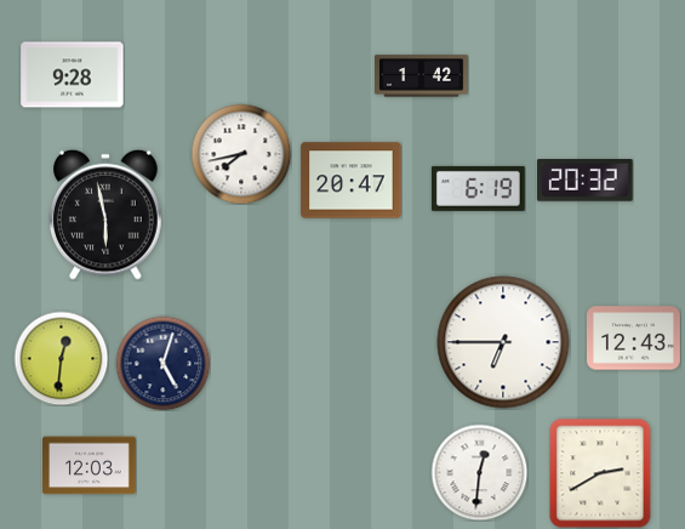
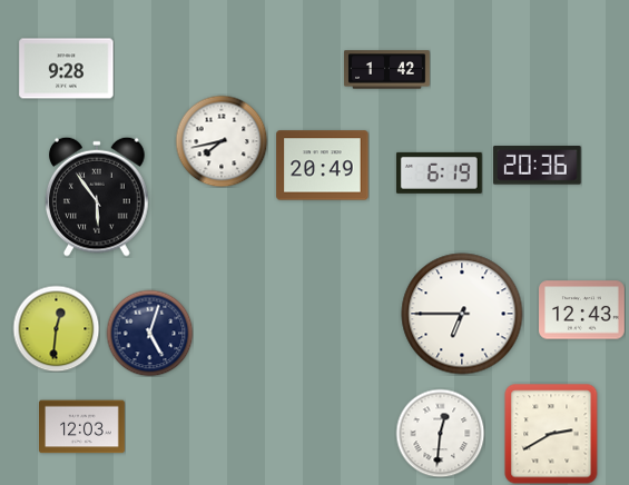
clock at (352, 181): 20:47 -> 20:49
clock at (586, 181): 20:32 -> 20:36
clock at (107, 215): 5:58 -> 5:54
